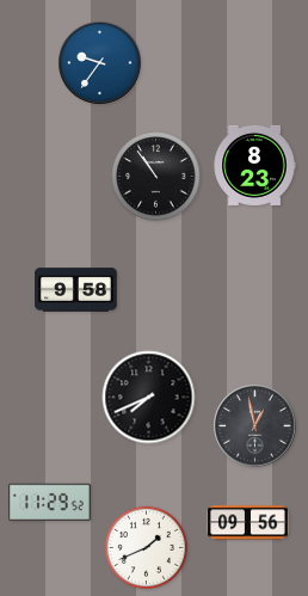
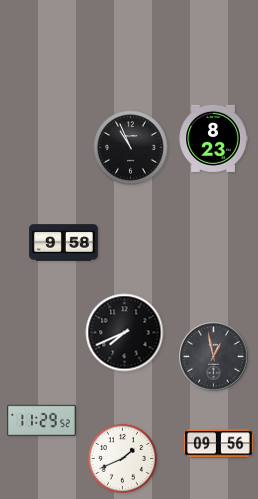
clock at (100, 63): 9:36 -> none
clock at (156, 177): 10:54 -> 10:56
clock at (248, 523) position: (248, 523) -> (219, 444)
